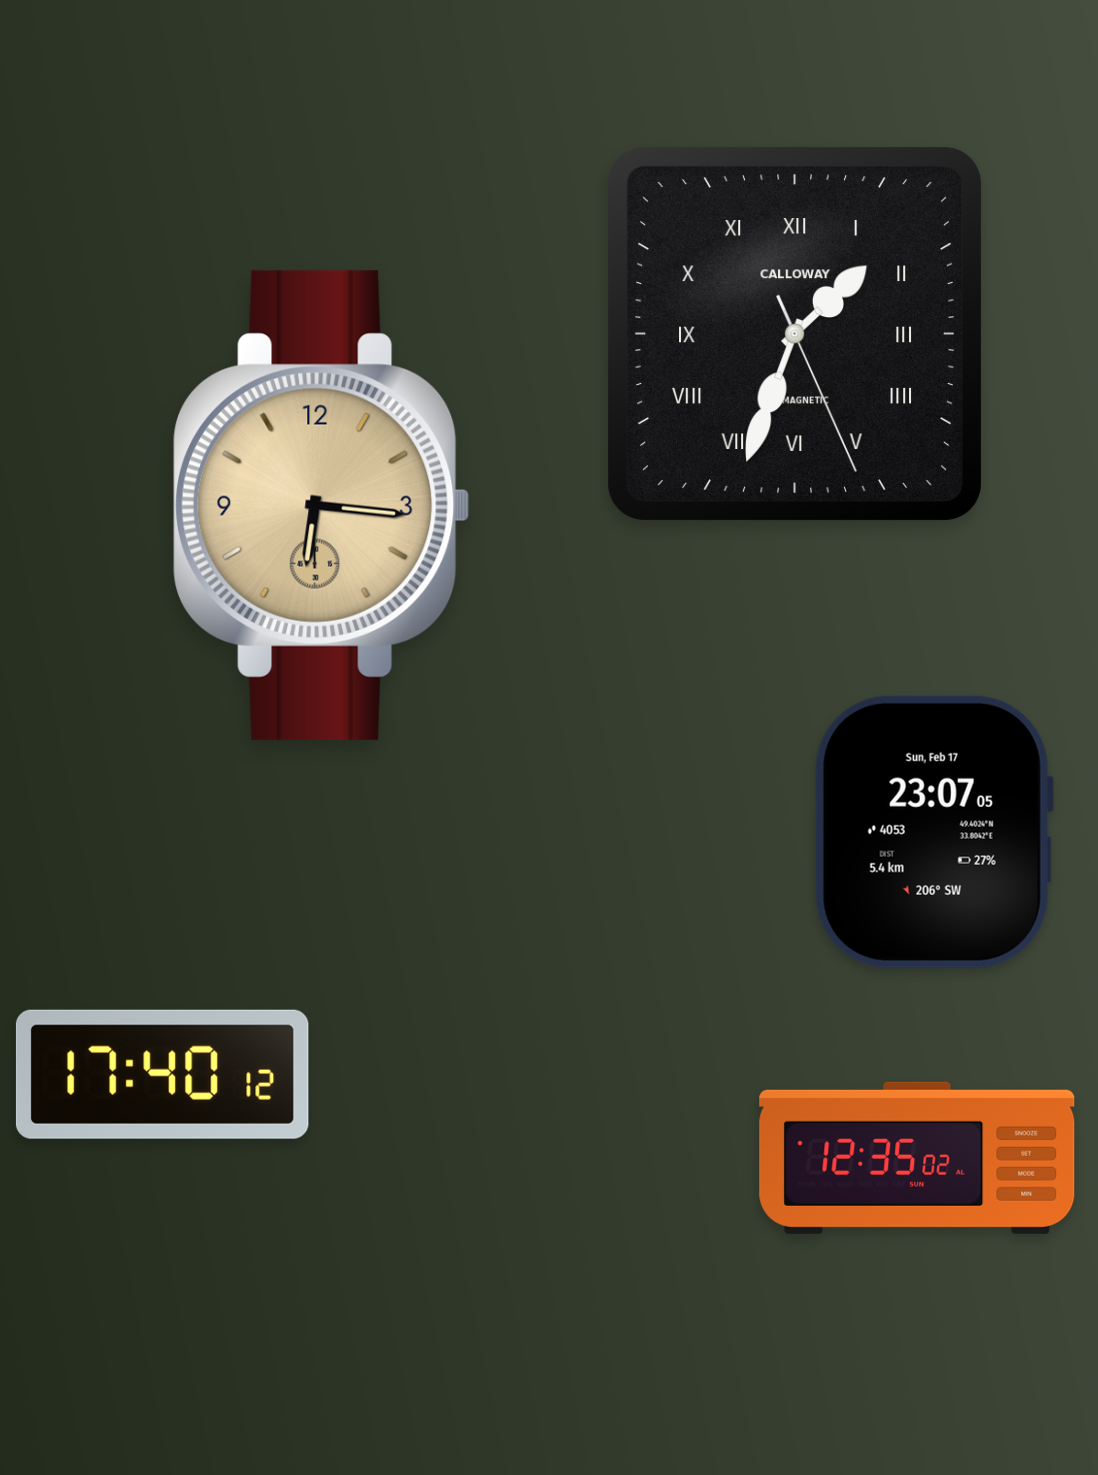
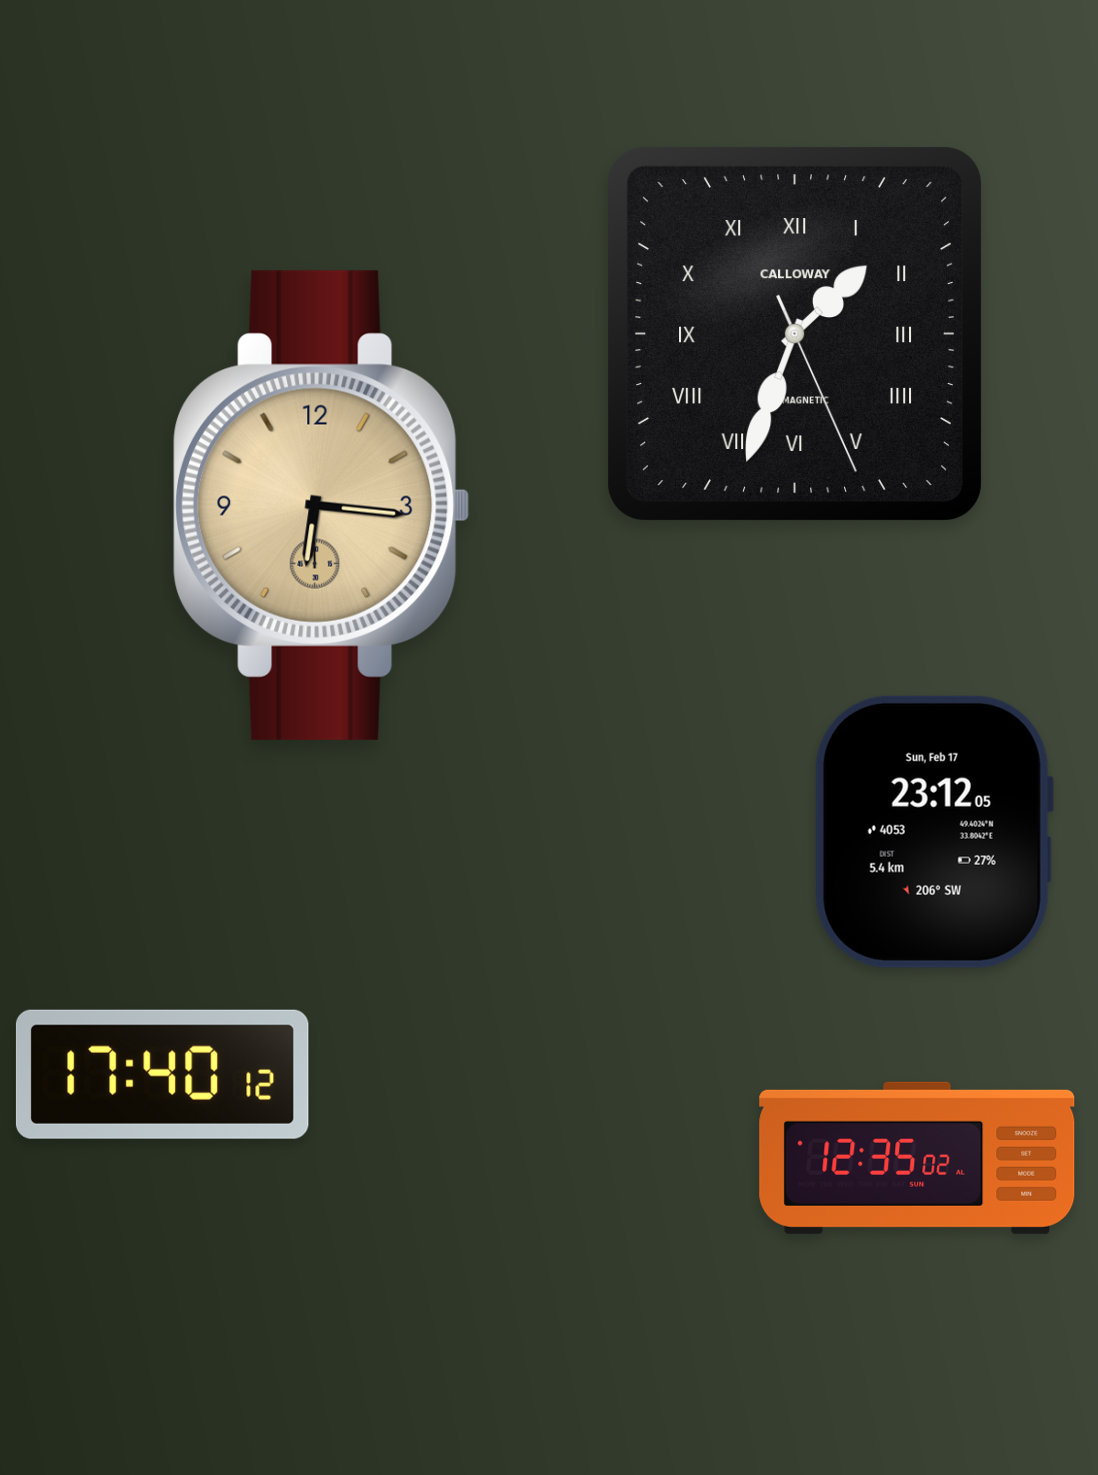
clock at (933, 832): 23:07 -> 23:12
